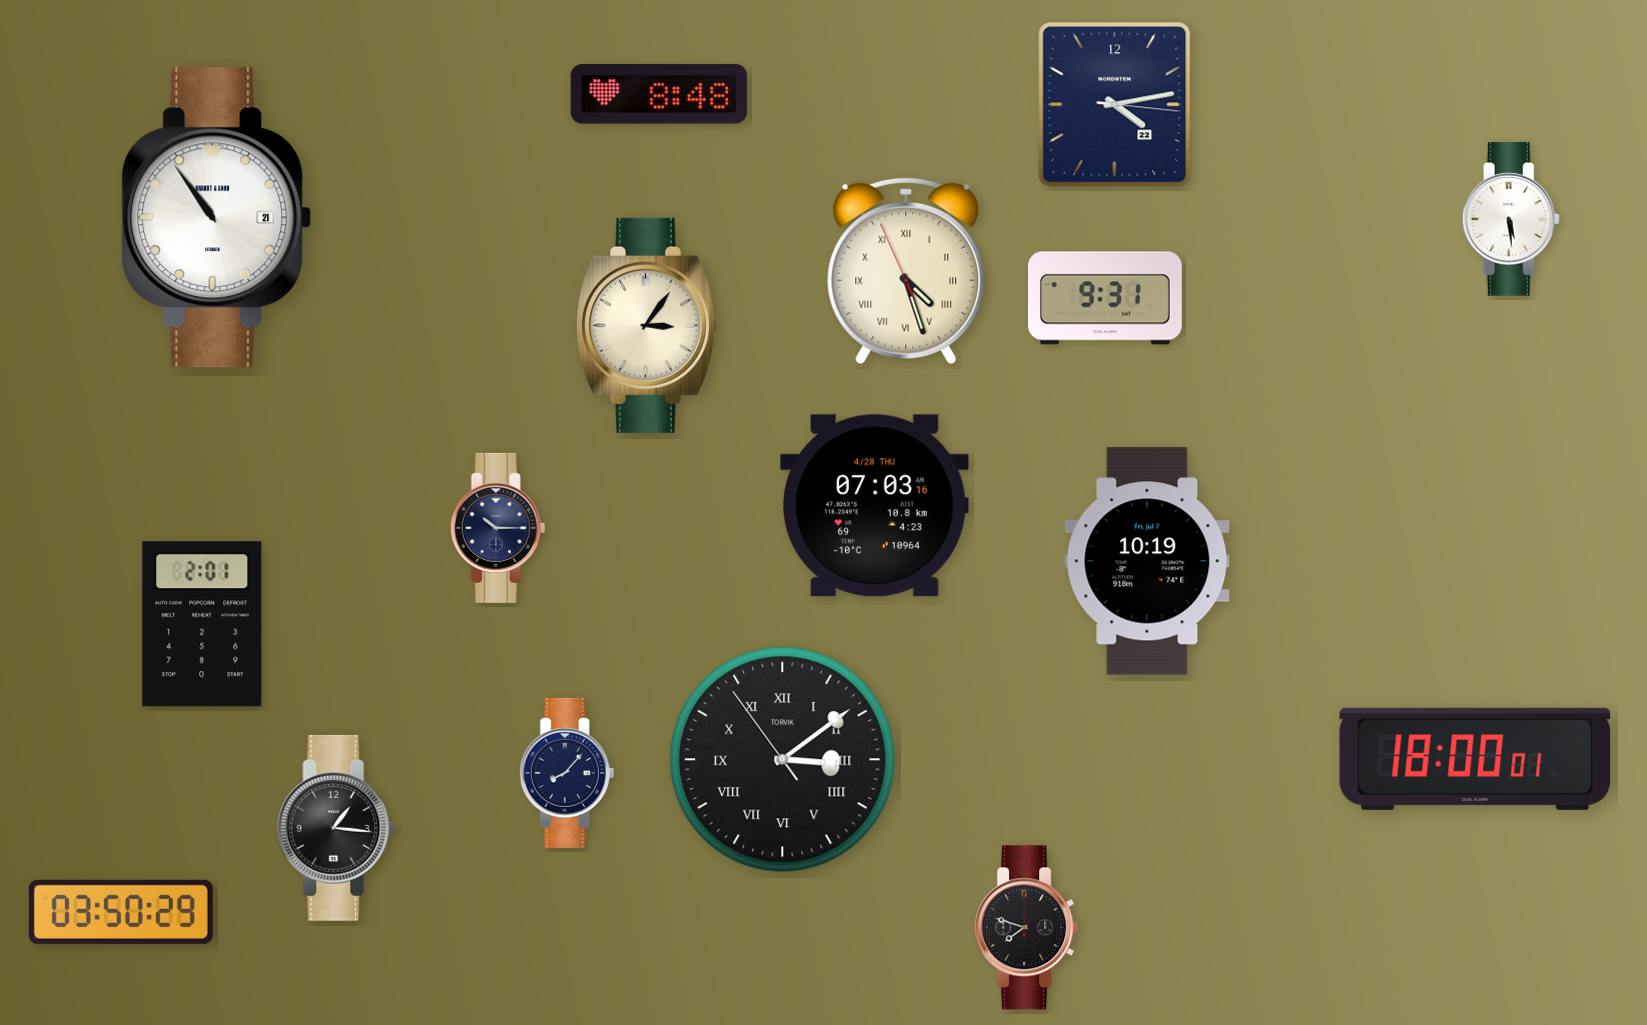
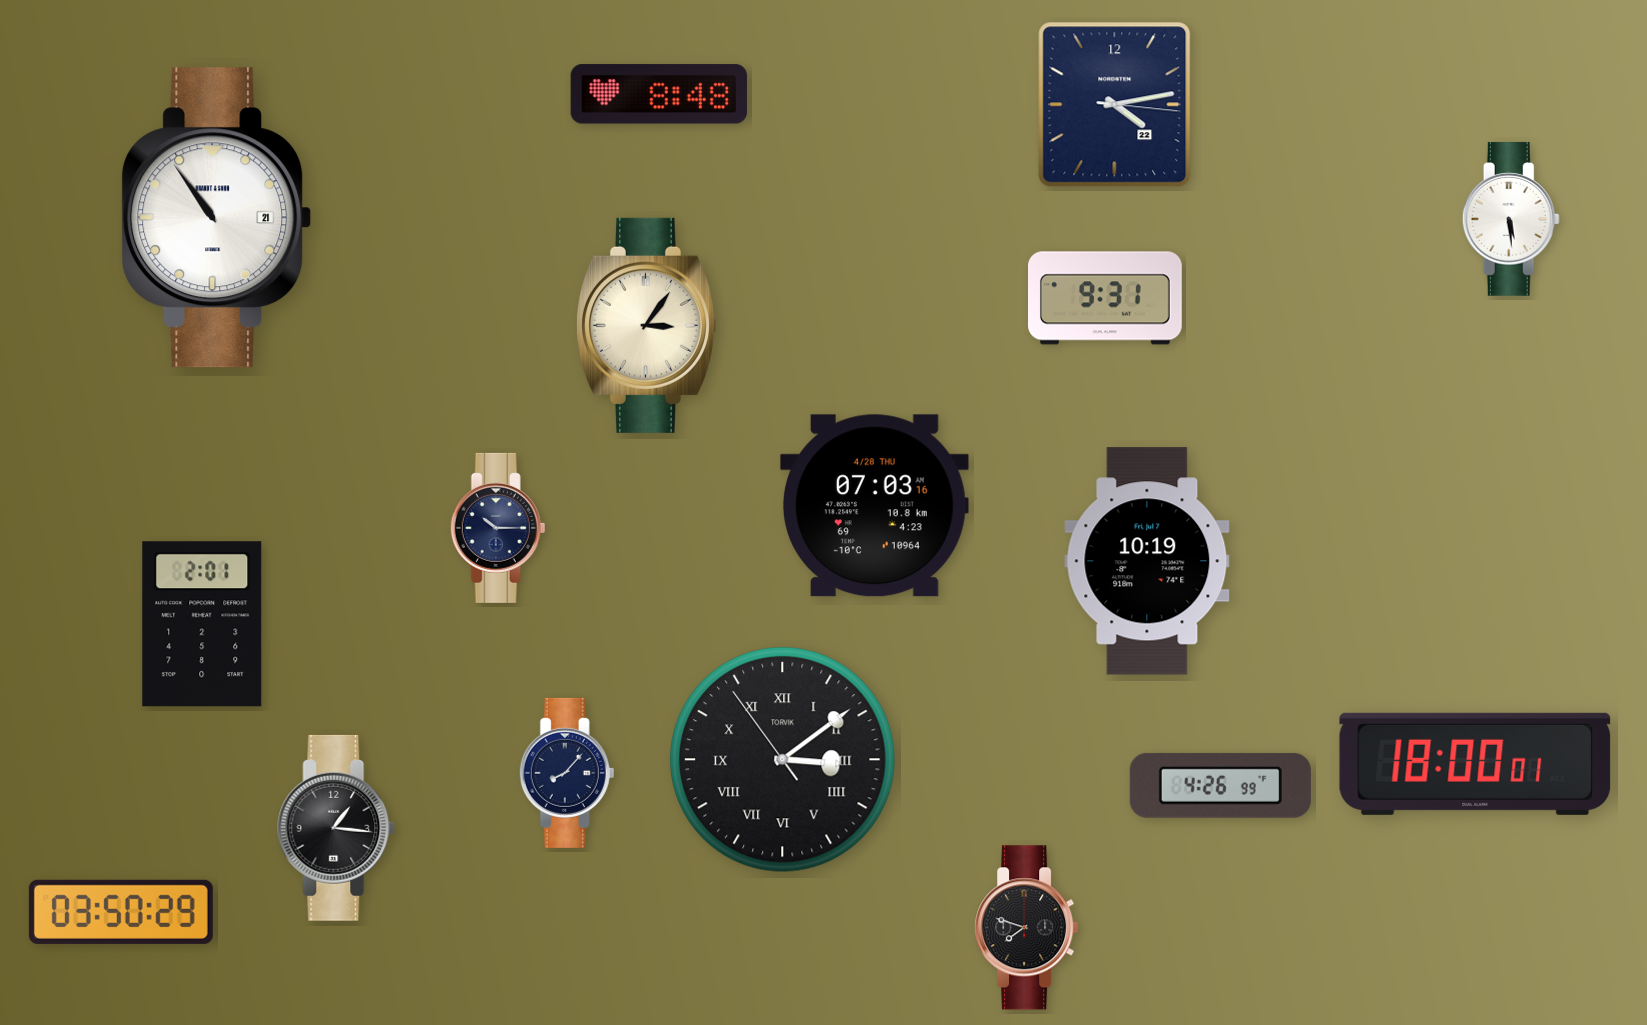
clock at (906, 271): 4:26 -> none
clock at (1475, 759) position: (1475, 759) -> (1475, 764)
clock at (1220, 785): none -> 4:26
